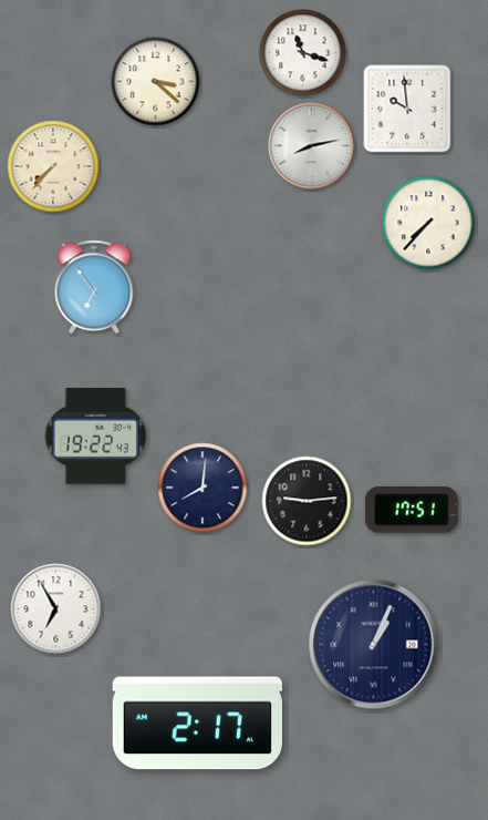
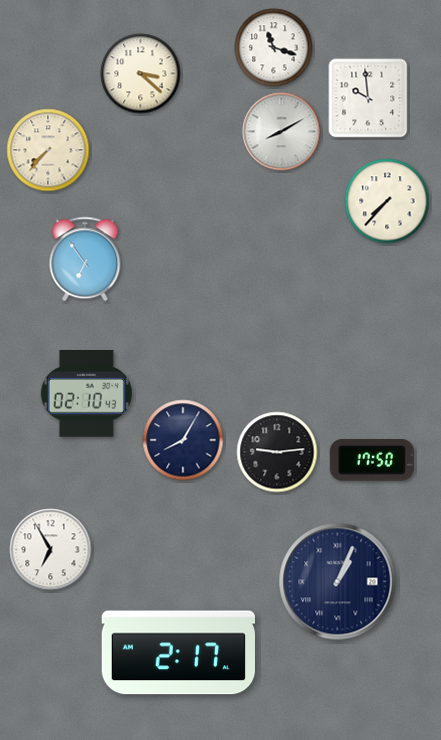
clock at (312, 146): 8:13 -> 8:10
clock at (95, 437): 19:22 -> 02:10
clock at (203, 488): 8:01 -> 8:05
clock at (412, 511): 17:51 -> 17:50
